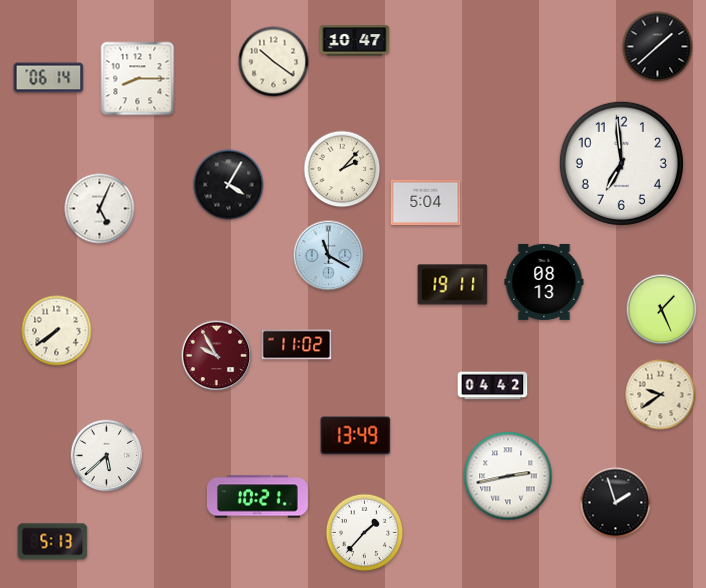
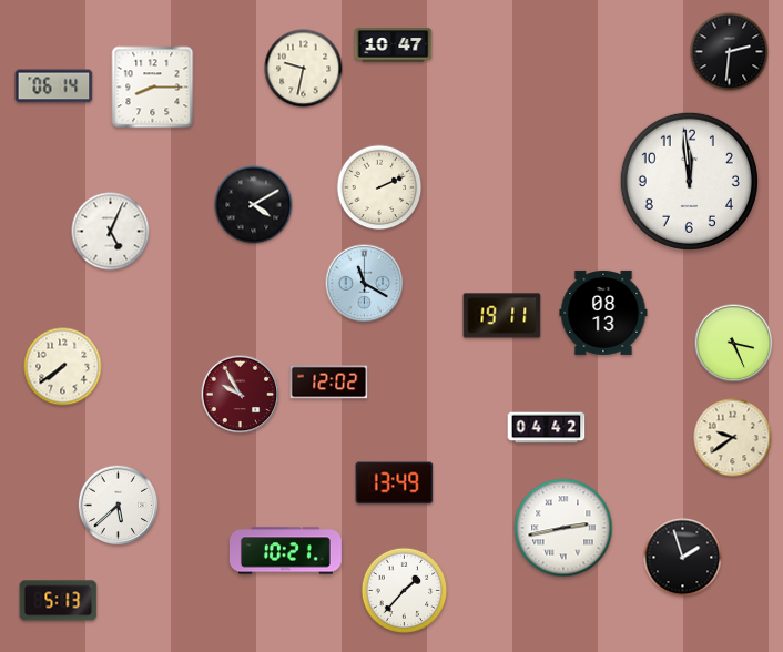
clock at (658, 47): 1:38 -> 2:31
clock at (274, 62): 10:21 -> 9:32
clock at (621, 163): 6:59 -> 11:59
clock at (342, 169): 2:07 -> 2:11
clock at (229, 185): 4:05 -> 4:10
clock at (426, 203): 5:04 -> none
clock at (662, 310): 1:26 -> 3:26
clock at (297, 345): 11:02 -> 12:02
